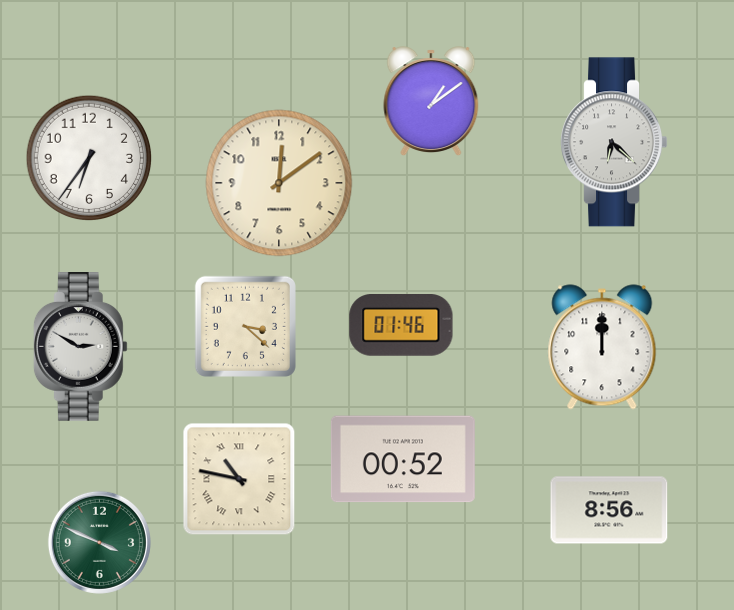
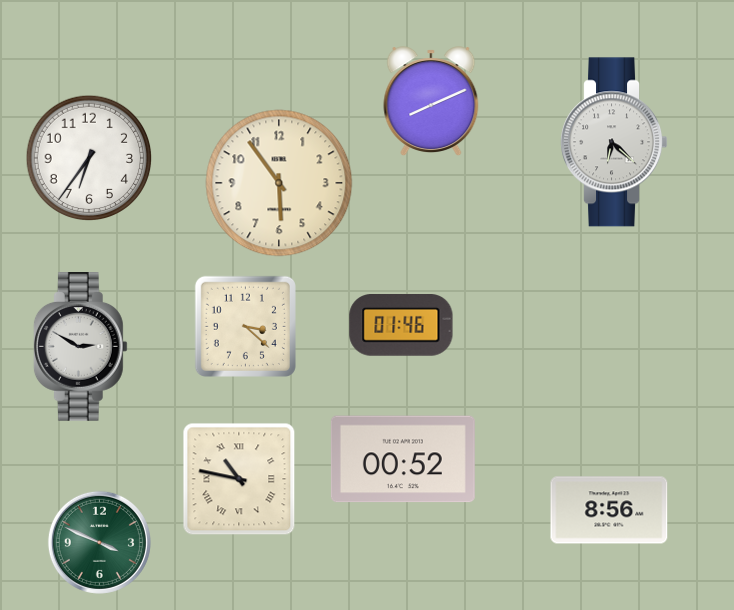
clock at (431, 101): 1:09 -> 8:11
clock at (279, 183): 12:09 -> 5:54
clock at (602, 347): 12:00 -> none
